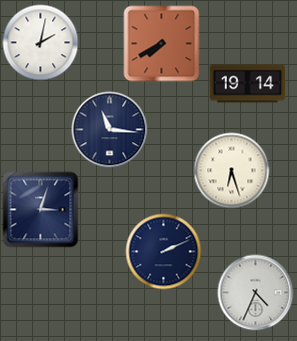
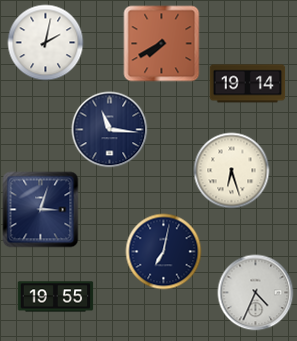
clock at (41, 43) position: (41, 43) -> (46, 43)
clock at (164, 252): 2:11 -> 7:02
clock at (56, 297): none -> 19:55
